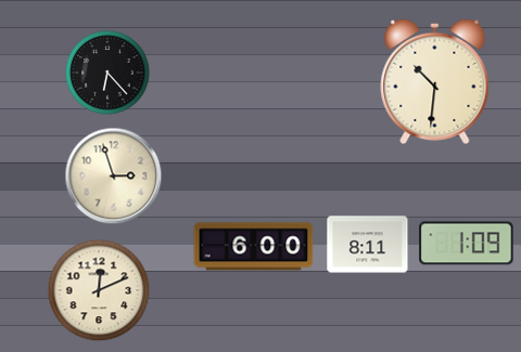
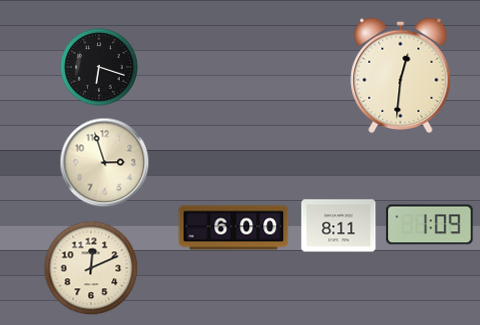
clock at (107, 73): 6:23 -> 6:18
clock at (435, 81): 10:31 -> 12:31
